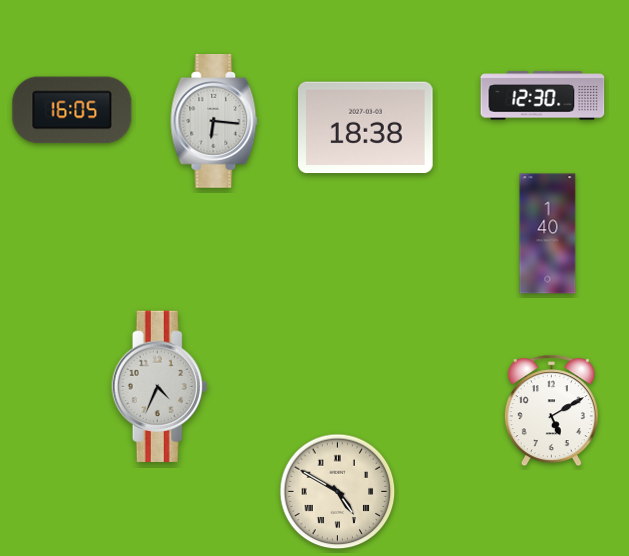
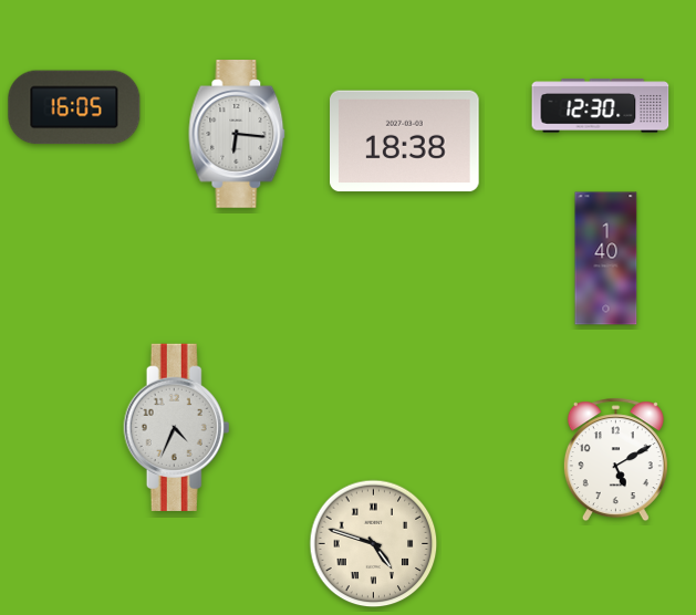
clock at (72, 110) position: (72, 110) -> (74, 107)
clock at (551, 411) position: (551, 411) -> (615, 460)
clock at (338, 492): 4:50 -> 4:48
